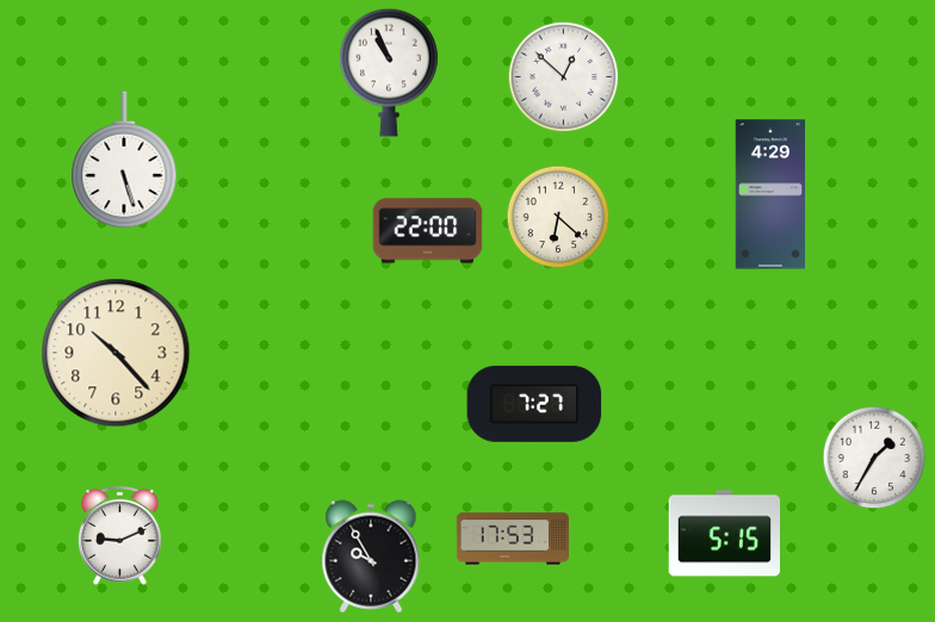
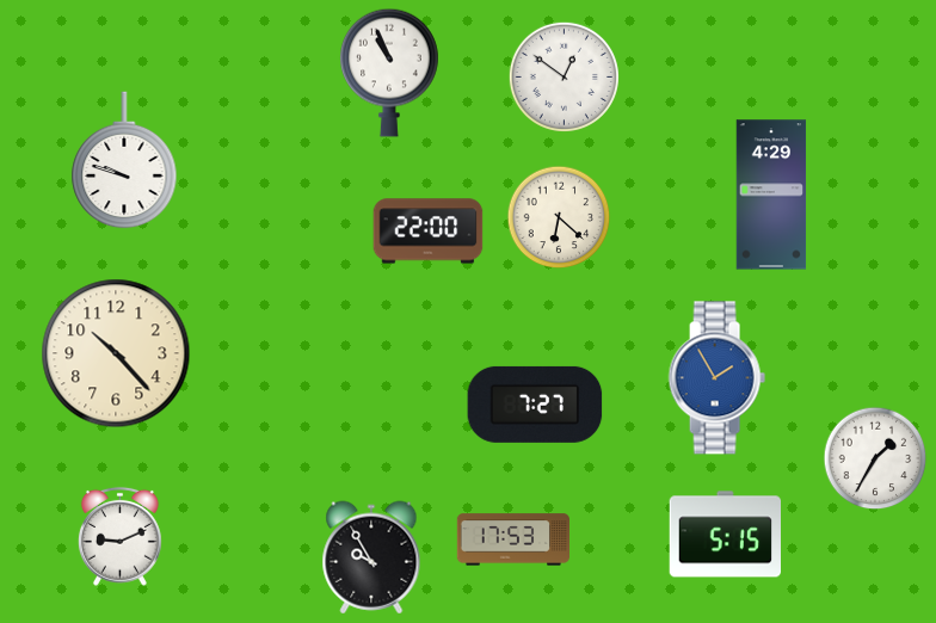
clock at (563, 76): 12:52 -> 12:51
clock at (124, 160): 5:27 -> 9:48
clock at (716, 378): none -> 1:55
